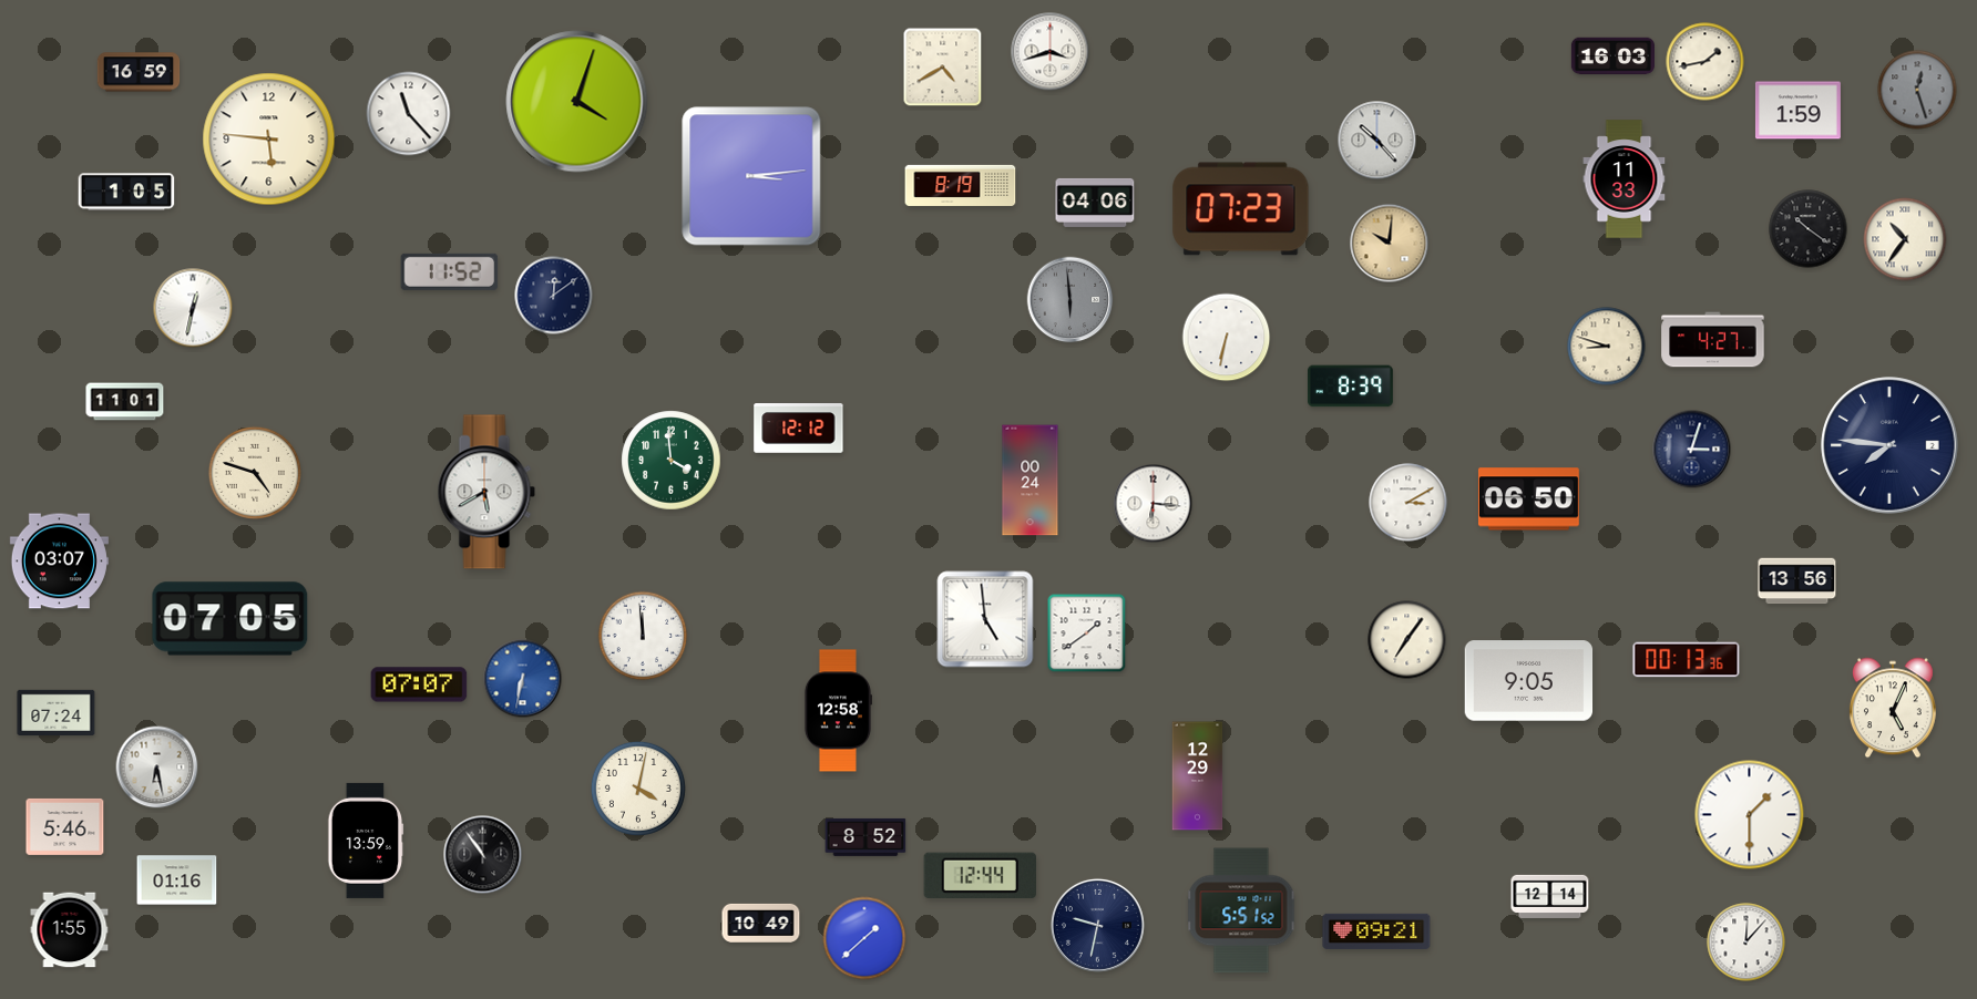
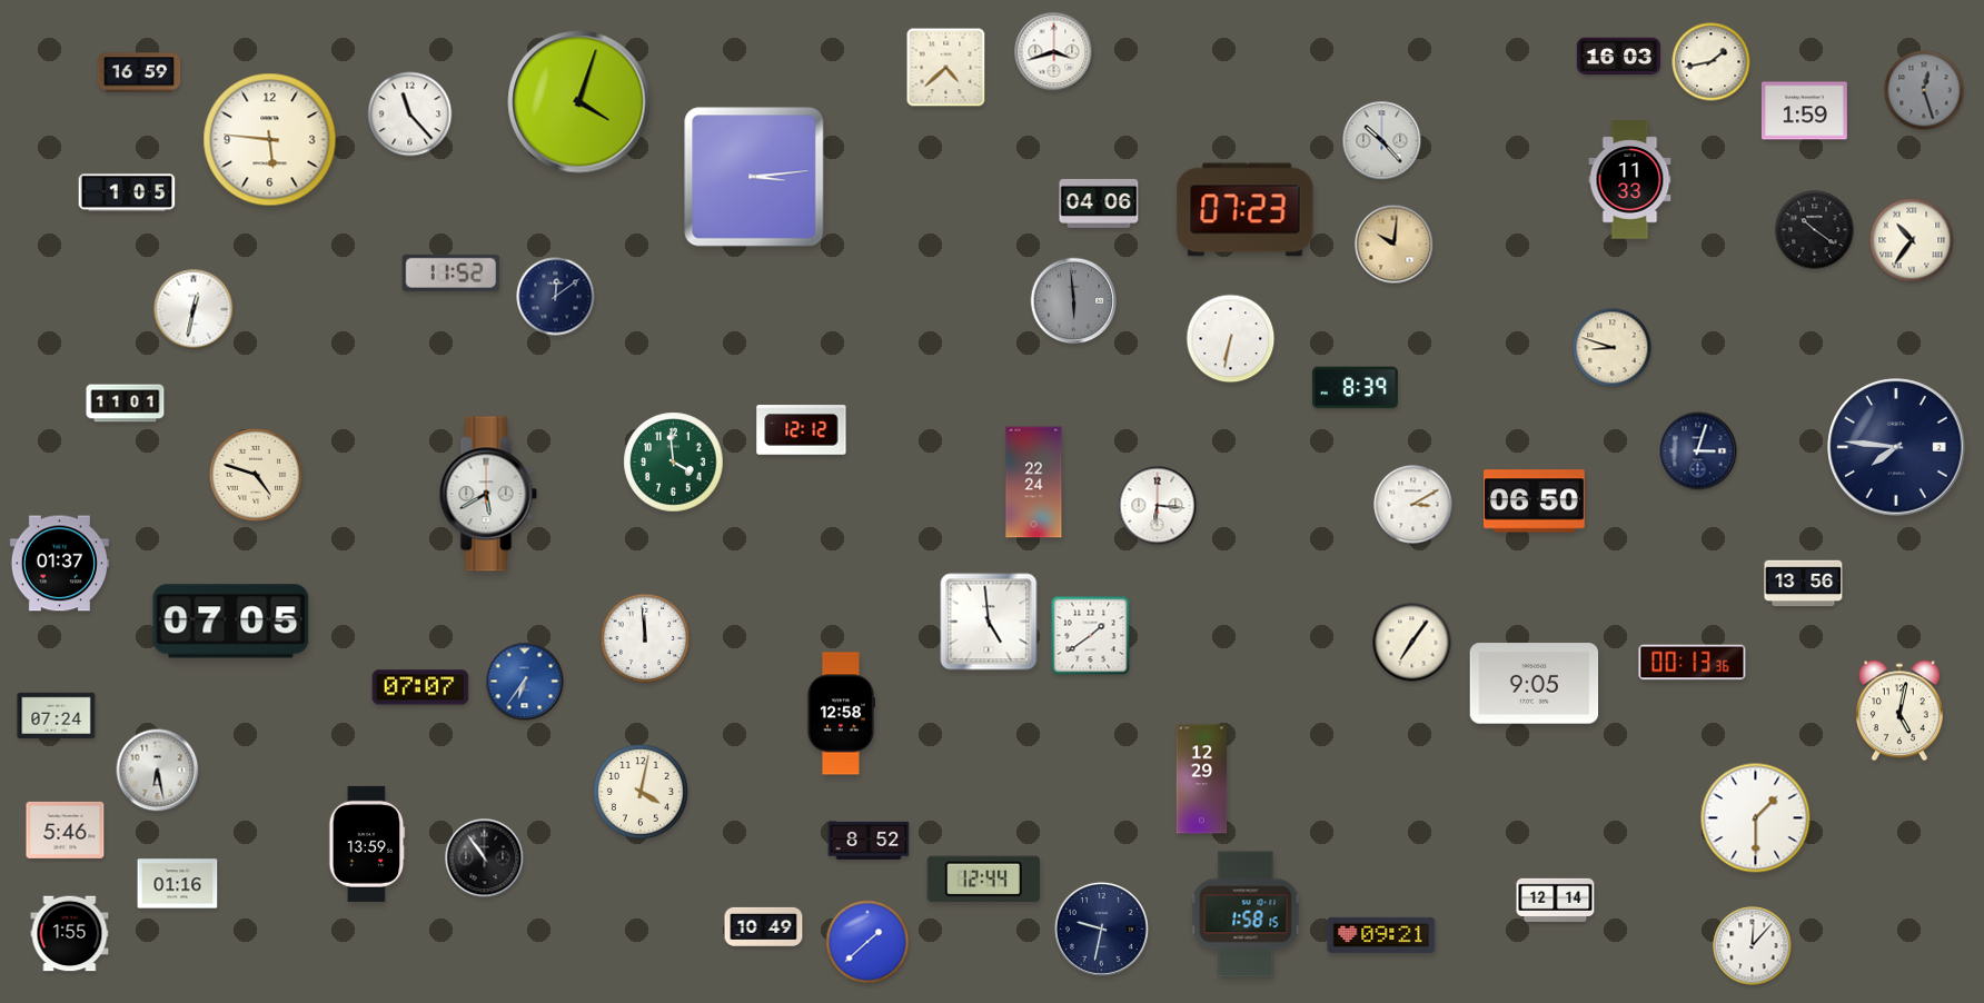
clock at (943, 68): 4:40 -> 4:38
clock at (961, 185): 8:19 -> none
clock at (1713, 340): 4:27 -> none
clock at (1031, 481): 00:24 -> 22:24
clock at (59, 562): 03:07 -> 01:37
clock at (523, 679): 6:32 -> 6:36
clock at (1893, 708): 5:04 -> 5:02
clock at (1241, 910): 5:51 -> 1:58
